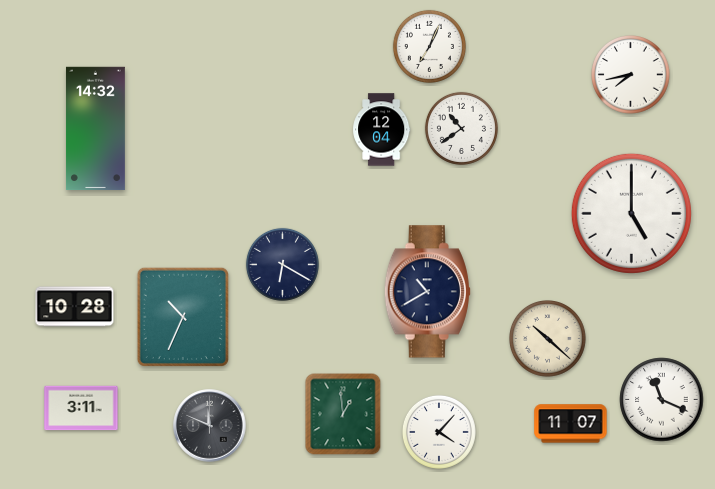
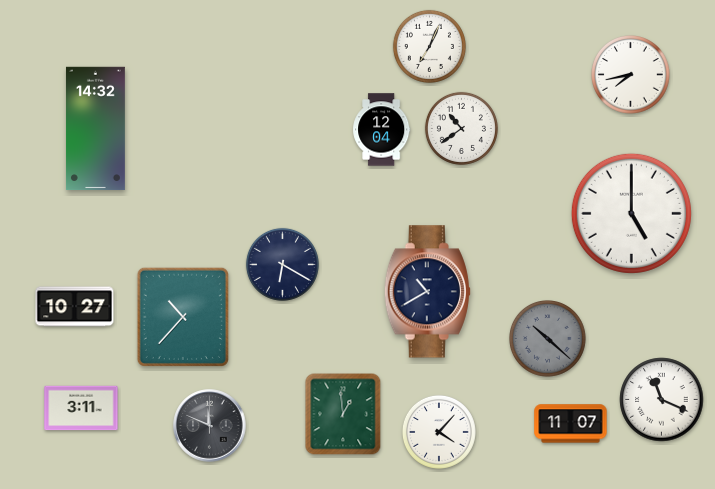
clock at (75, 307): 10:28 -> 10:27
clock at (183, 317): 10:34 -> 10:37
clock at (548, 339) dial: cream -> grey
